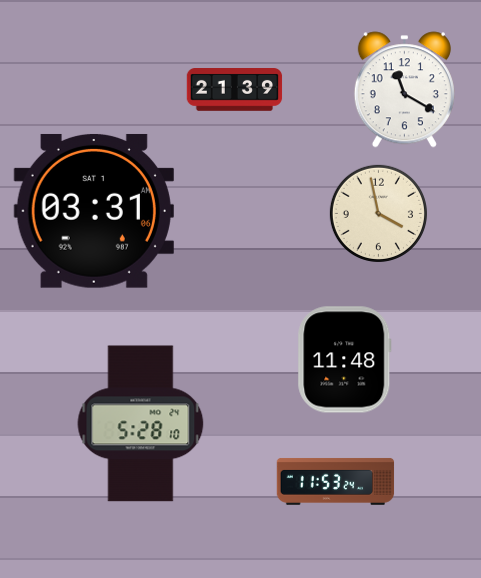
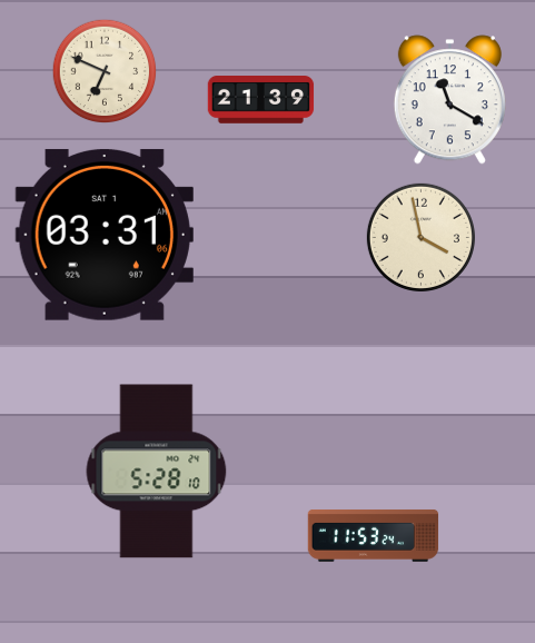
clock at (105, 71): none -> 6:49
clock at (345, 360): 11:48 -> none
